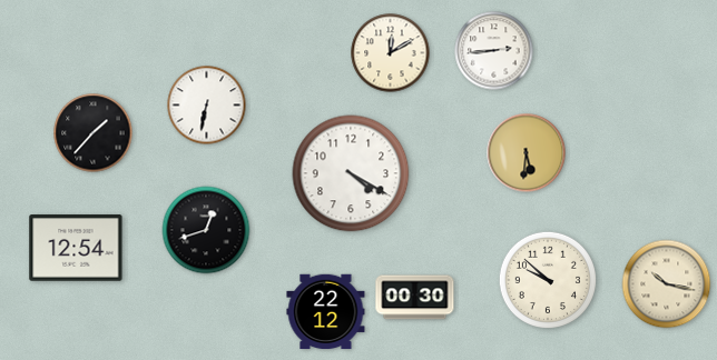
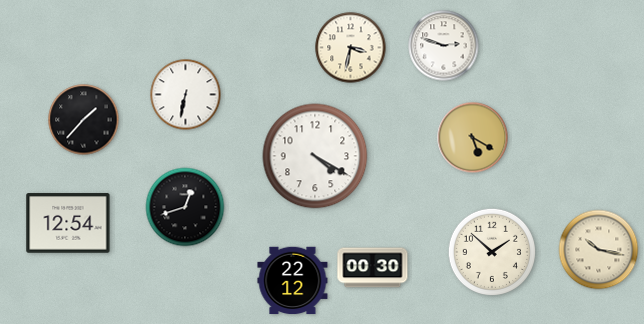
clock at (494, 51): 2:44 -> 2:48
clock at (391, 53): 12:10 -> 3:32
clock at (527, 153): 5:31 -> 5:20
clock at (547, 279): 9:52 -> 1:52
clock at (667, 284) position: (667, 284) -> (599, 250)
